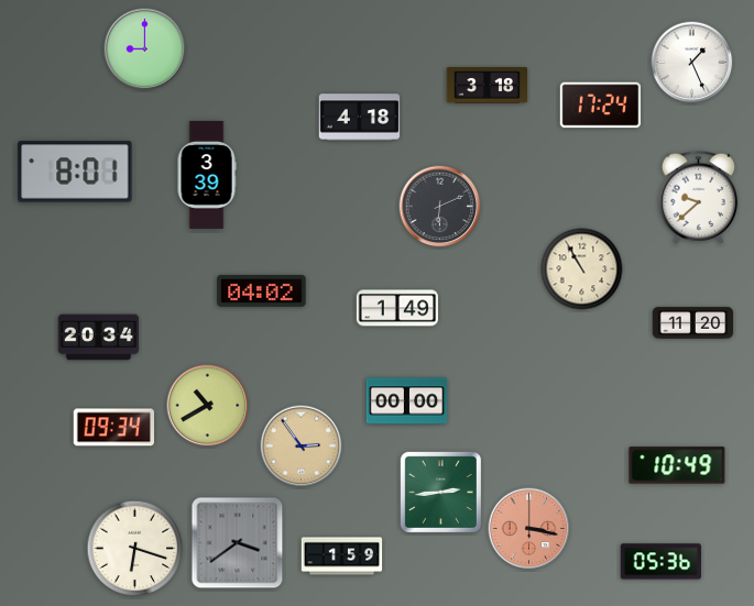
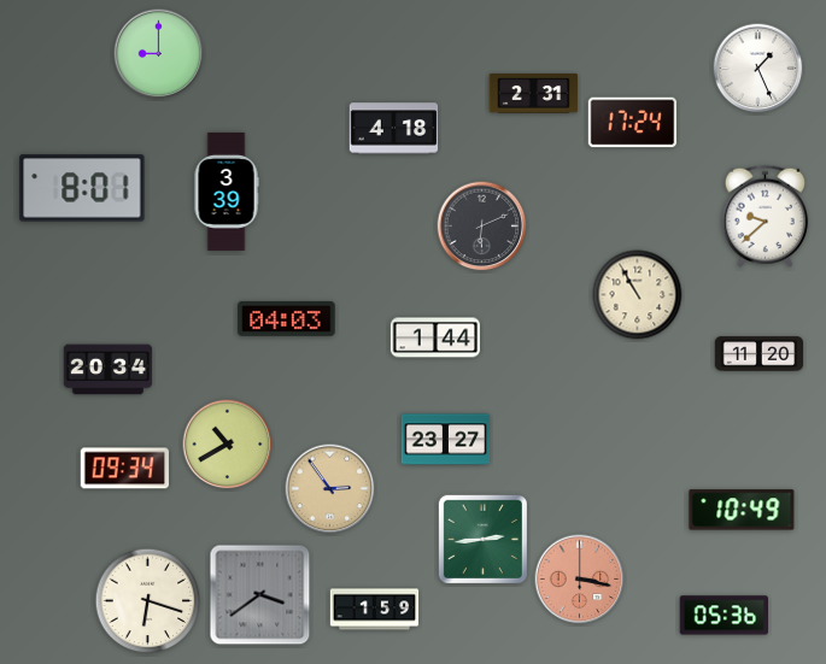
clock at (488, 86): 3:18 -> 2:31
clock at (601, 106) position: (601, 106) -> (633, 123)
clock at (262, 290): 04:02 -> 04:03
clock at (396, 308): 1:49 -> 1:44
clock at (407, 401): 00:00 -> 23:27
